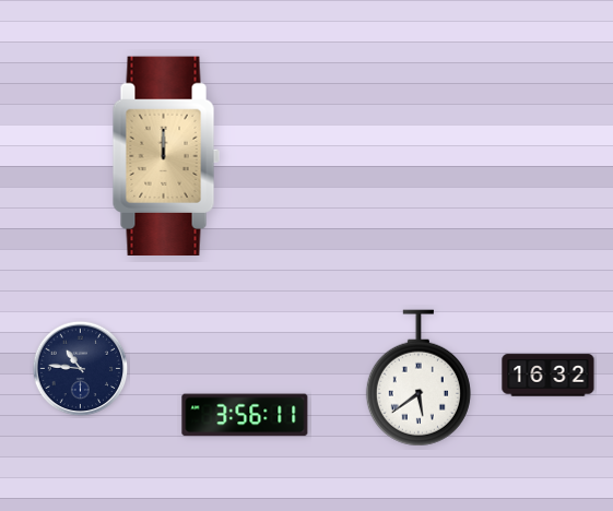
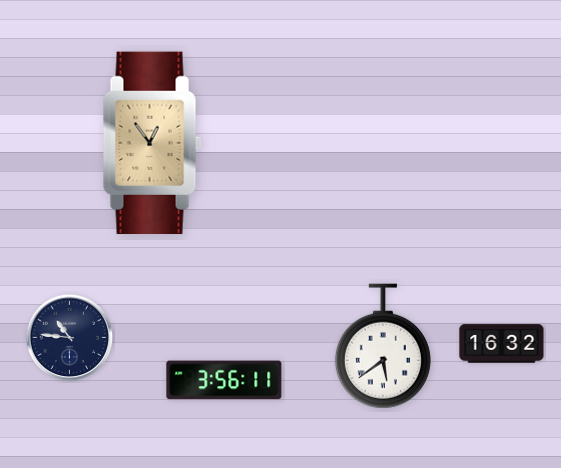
clock at (166, 155): 12:00 -> 12:54
clock at (81, 369) position: (81, 369) -> (70, 338)
